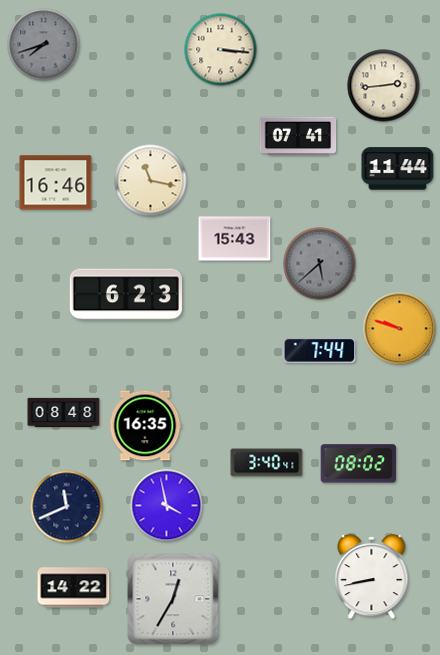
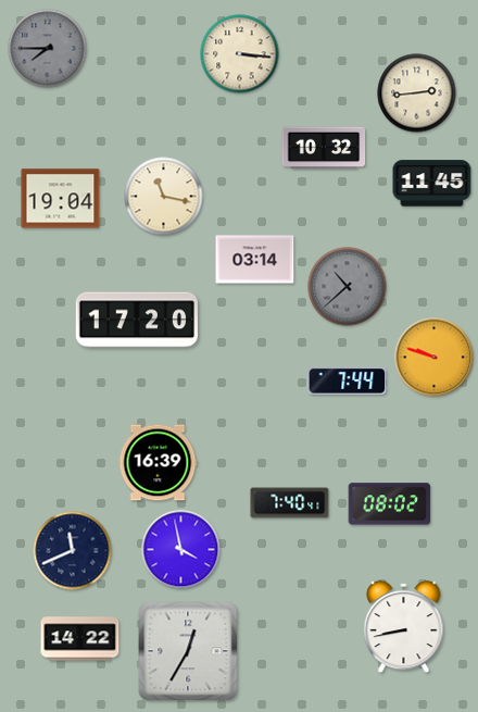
clock at (44, 45): 7:42 -> 7:45
clock at (298, 136): 07:41 -> 10:32
clock at (398, 169): 11:44 -> 11:45
clock at (56, 183): 16:46 -> 19:04
clock at (235, 239): 15:43 -> 03:14
clock at (320, 264): 5:38 -> 10:38
clock at (126, 294): 6:23 -> 17:20
clock at (64, 412): 08:48 -> none
clock at (145, 426): 16:35 -> 16:39
clock at (267, 463): 3:40 -> 7:40
